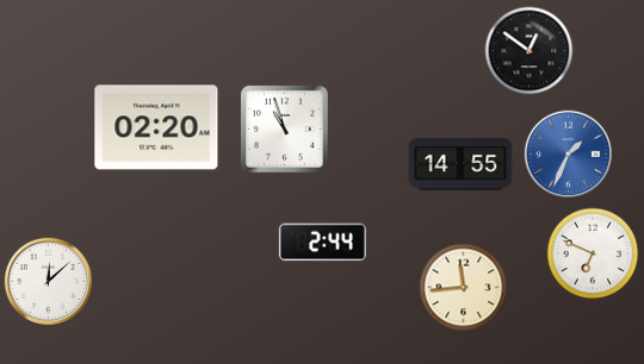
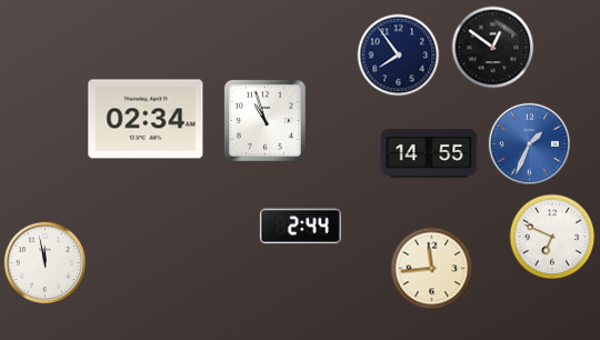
clock at (399, 56): none -> 7:54
clock at (156, 127): 02:20 -> 02:34
clock at (48, 281): 12:08 -> 11:58
